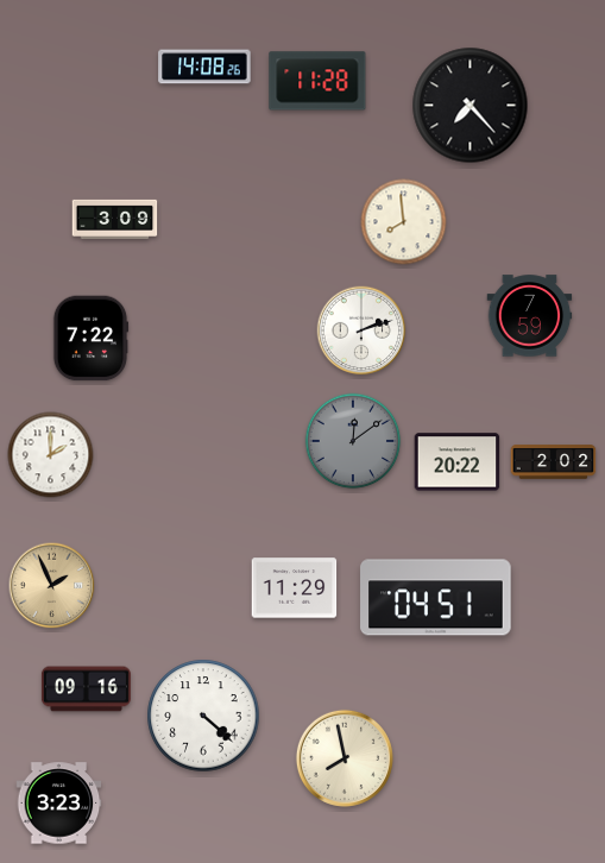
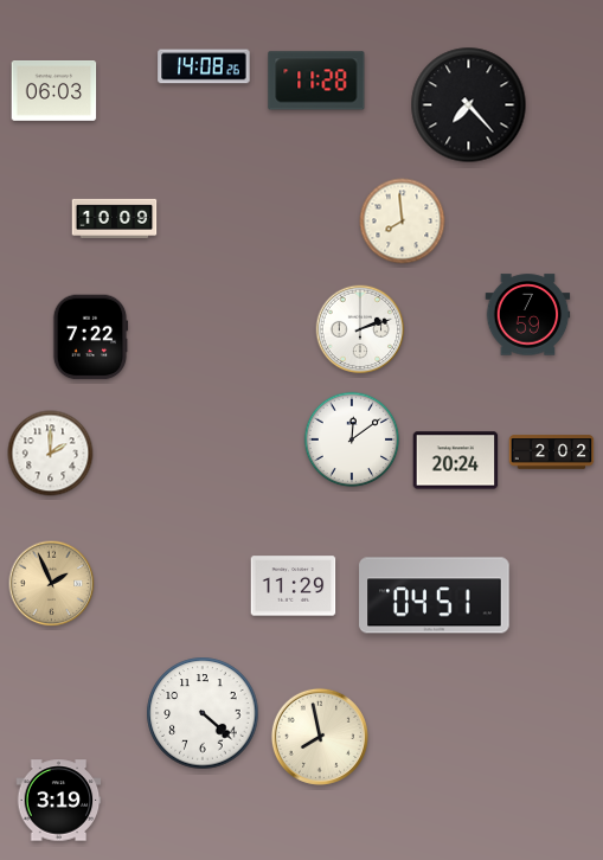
clock at (54, 91): none -> 06:03
clock at (115, 219): 3:09 -> 10:09
clock at (353, 441) dial: grey -> white
clock at (458, 462): 20:22 -> 20:24
clock at (554, 462) position: (554, 462) -> (552, 453)
clock at (86, 689): 09:16 -> none
clock at (345, 758) position: (345, 758) -> (320, 737)
clock at (59, 804): 3:23 -> 3:19
